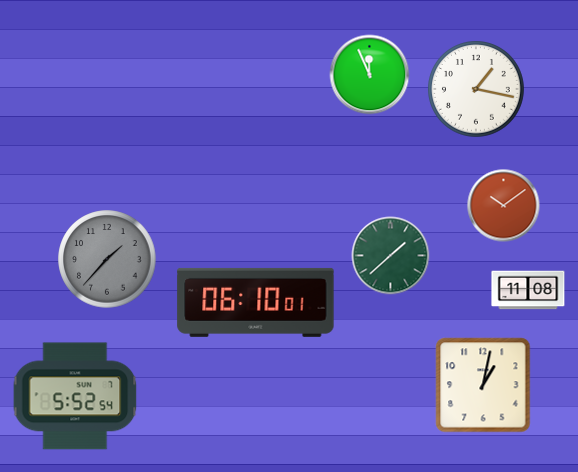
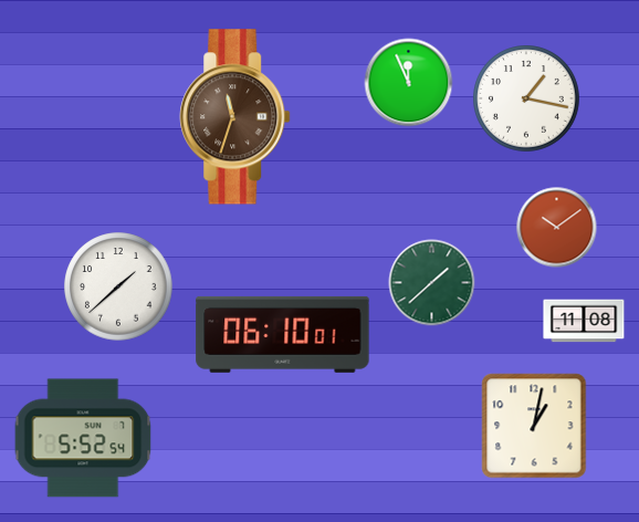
clock at (235, 117): none -> 11:33
clock at (107, 259): 1:37 -> 1:38
clock at (107, 259) dial: grey -> white
